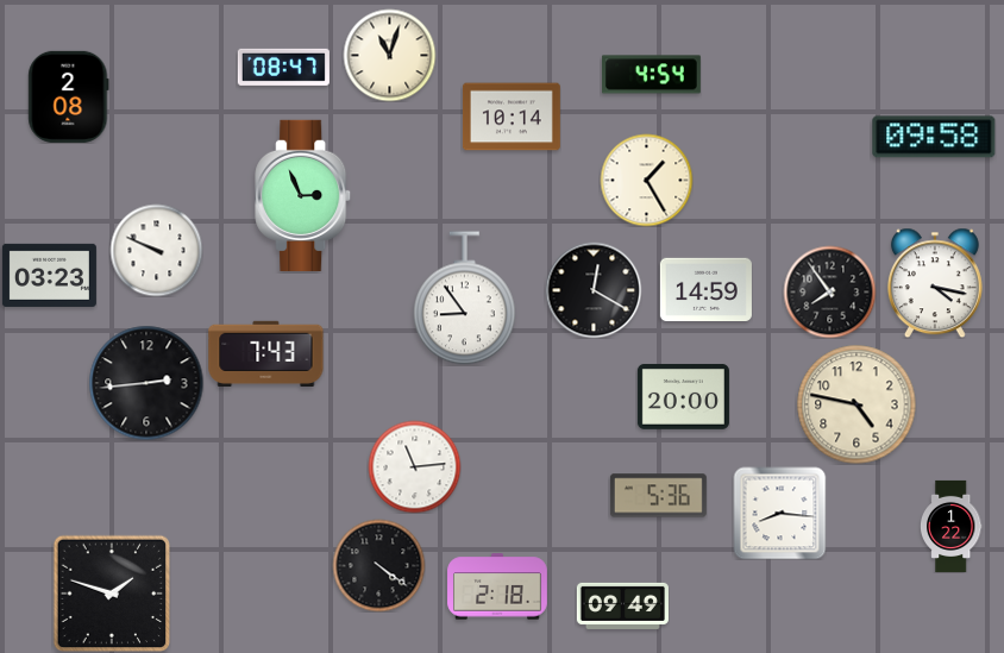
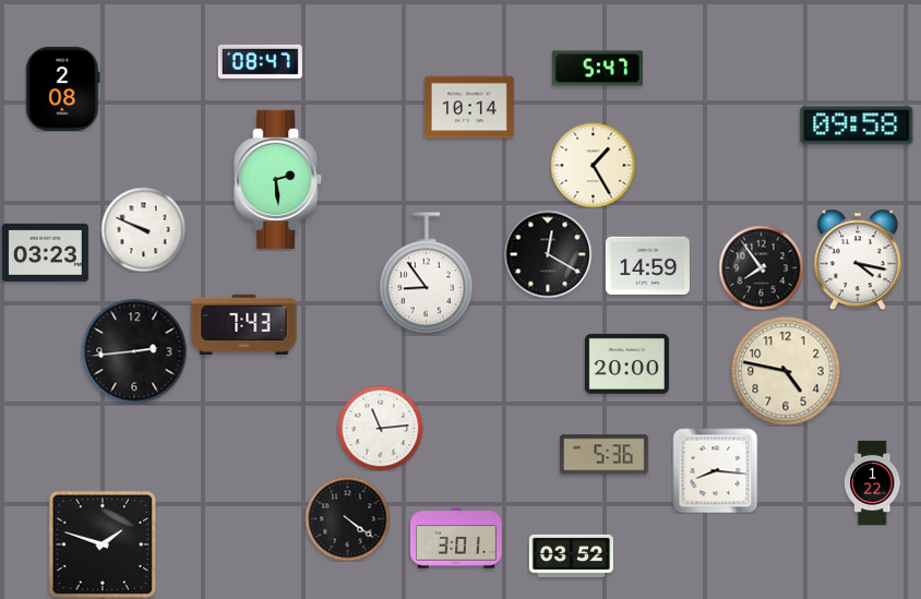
clock at (389, 55): 11:03 -> none
clock at (651, 75): 4:54 -> 5:47
clock at (303, 195): 2:56 -> 2:29
clock at (594, 290) position: (594, 290) -> (548, 254)
clock at (497, 586): 2:18 -> 3:01
clock at (622, 605): 09:49 -> 03:52
